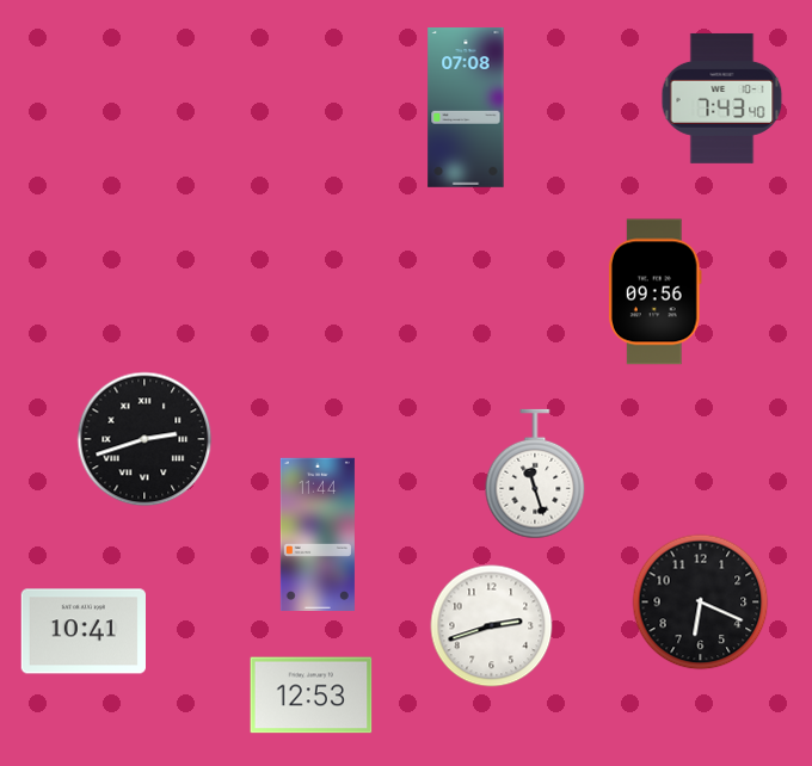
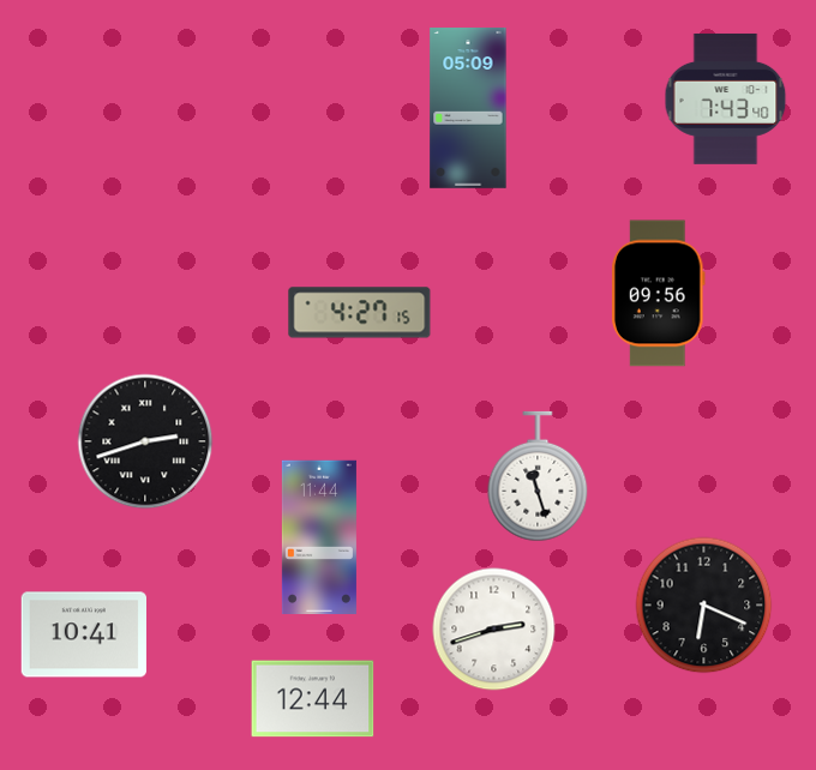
clock at (466, 109): 07:08 -> 05:09
clock at (360, 313): none -> 4:27
clock at (312, 696): 12:53 -> 12:44
